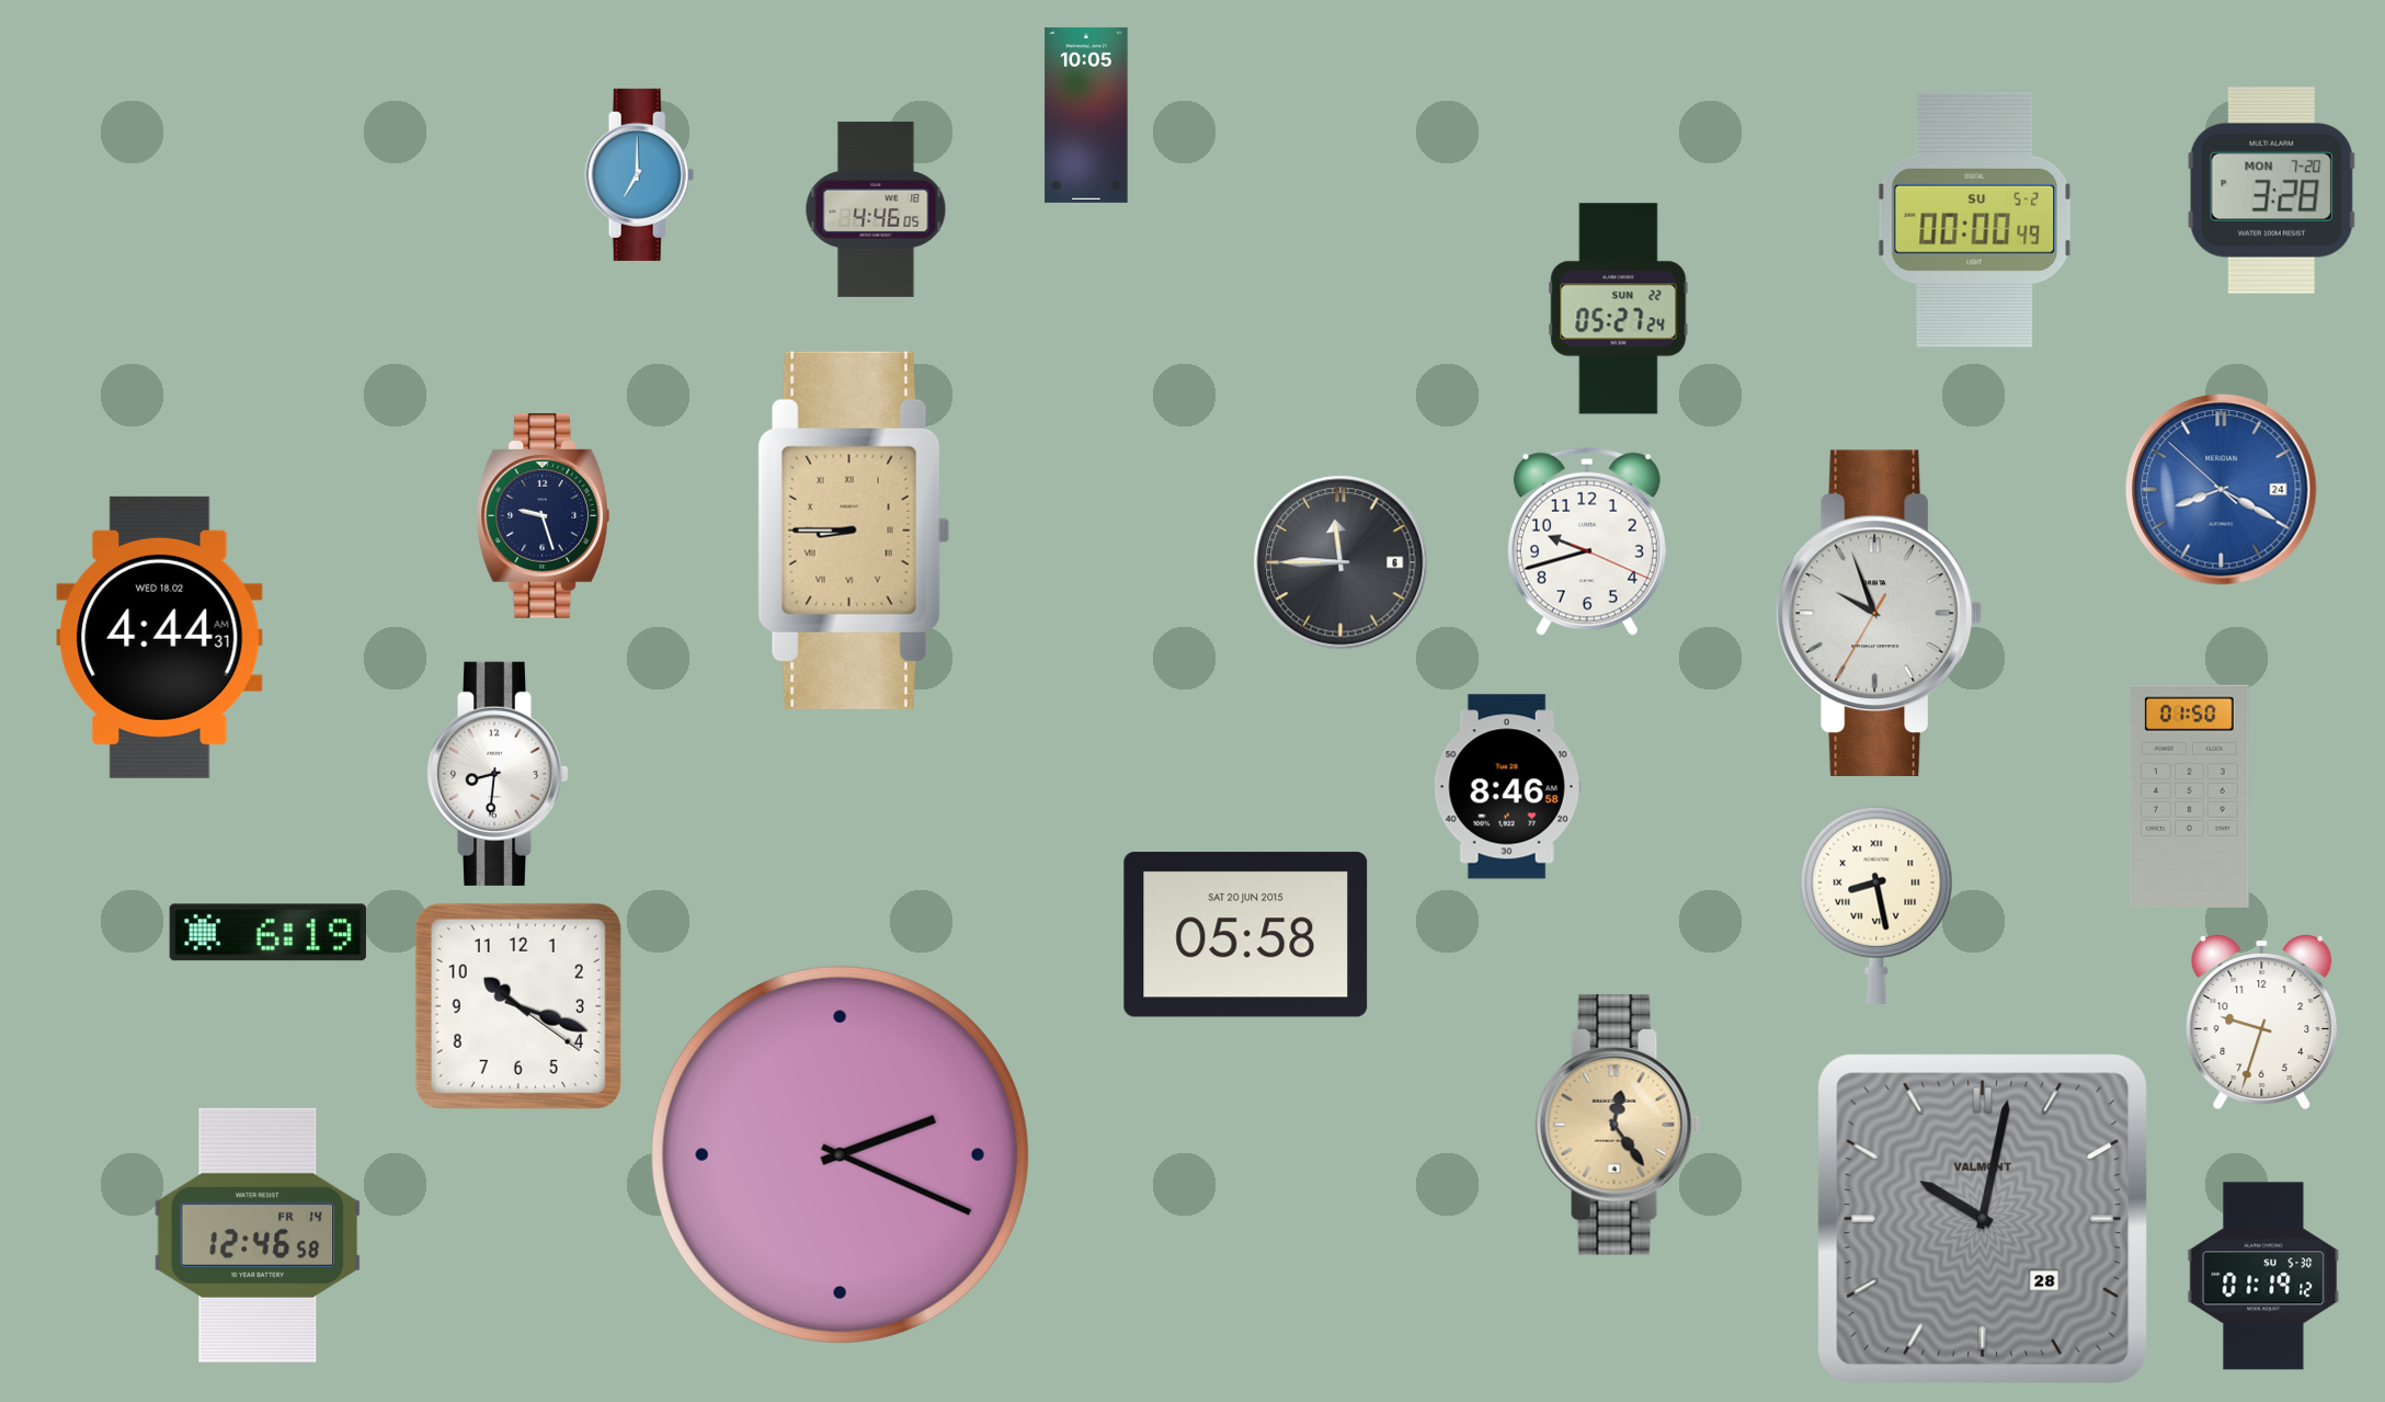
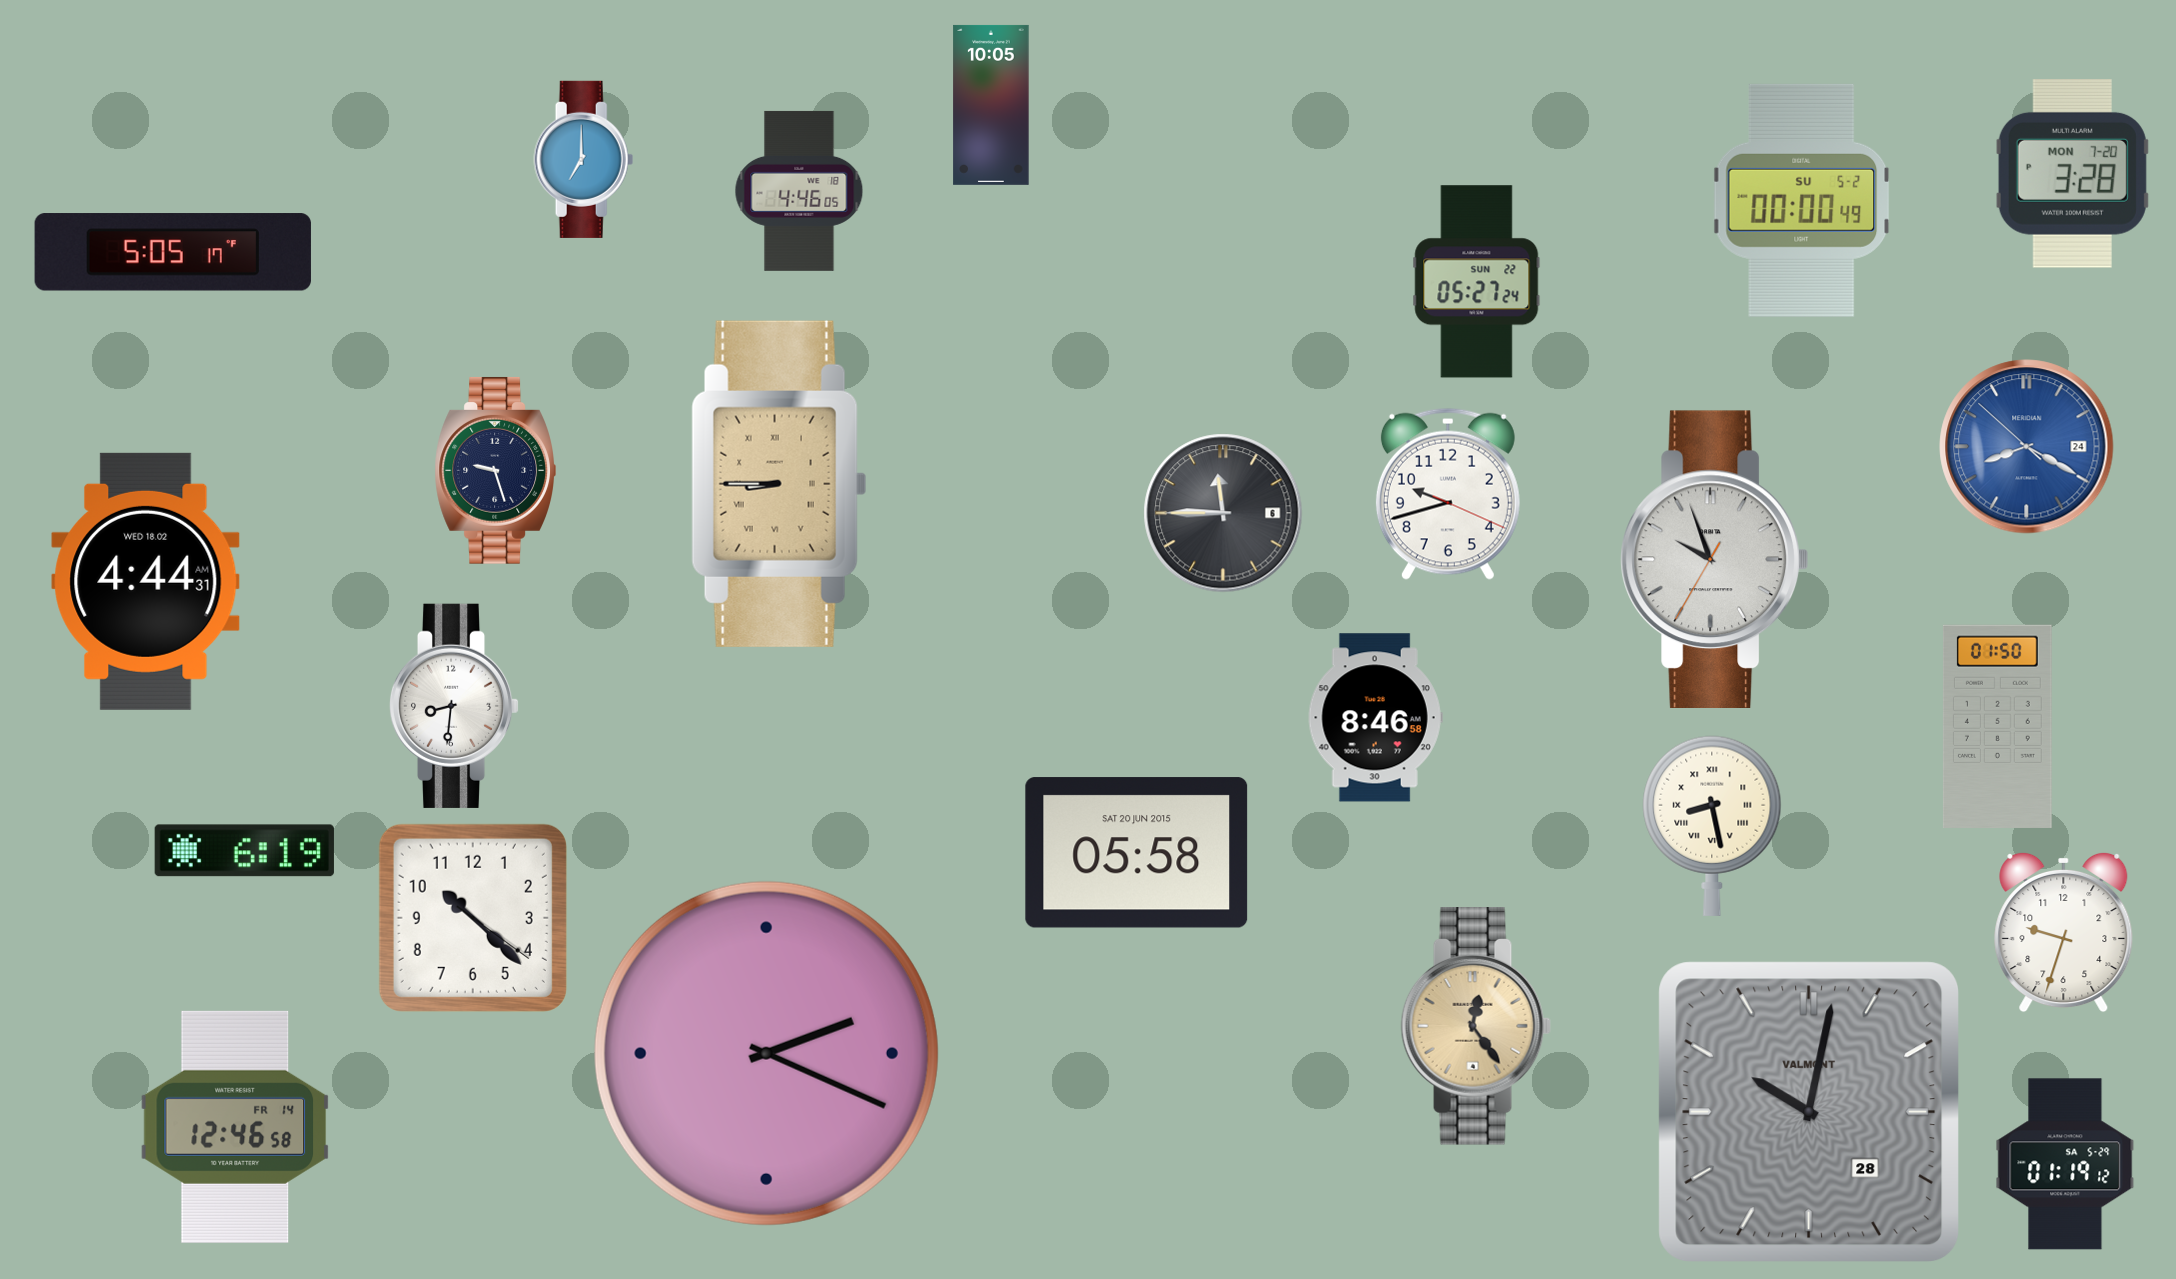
clock at (173, 252): none -> 5:05
clock at (518, 1006): 10:18 -> 10:22
clock at (2263, 1276) date: SU 5-30 -> SA 5-29
